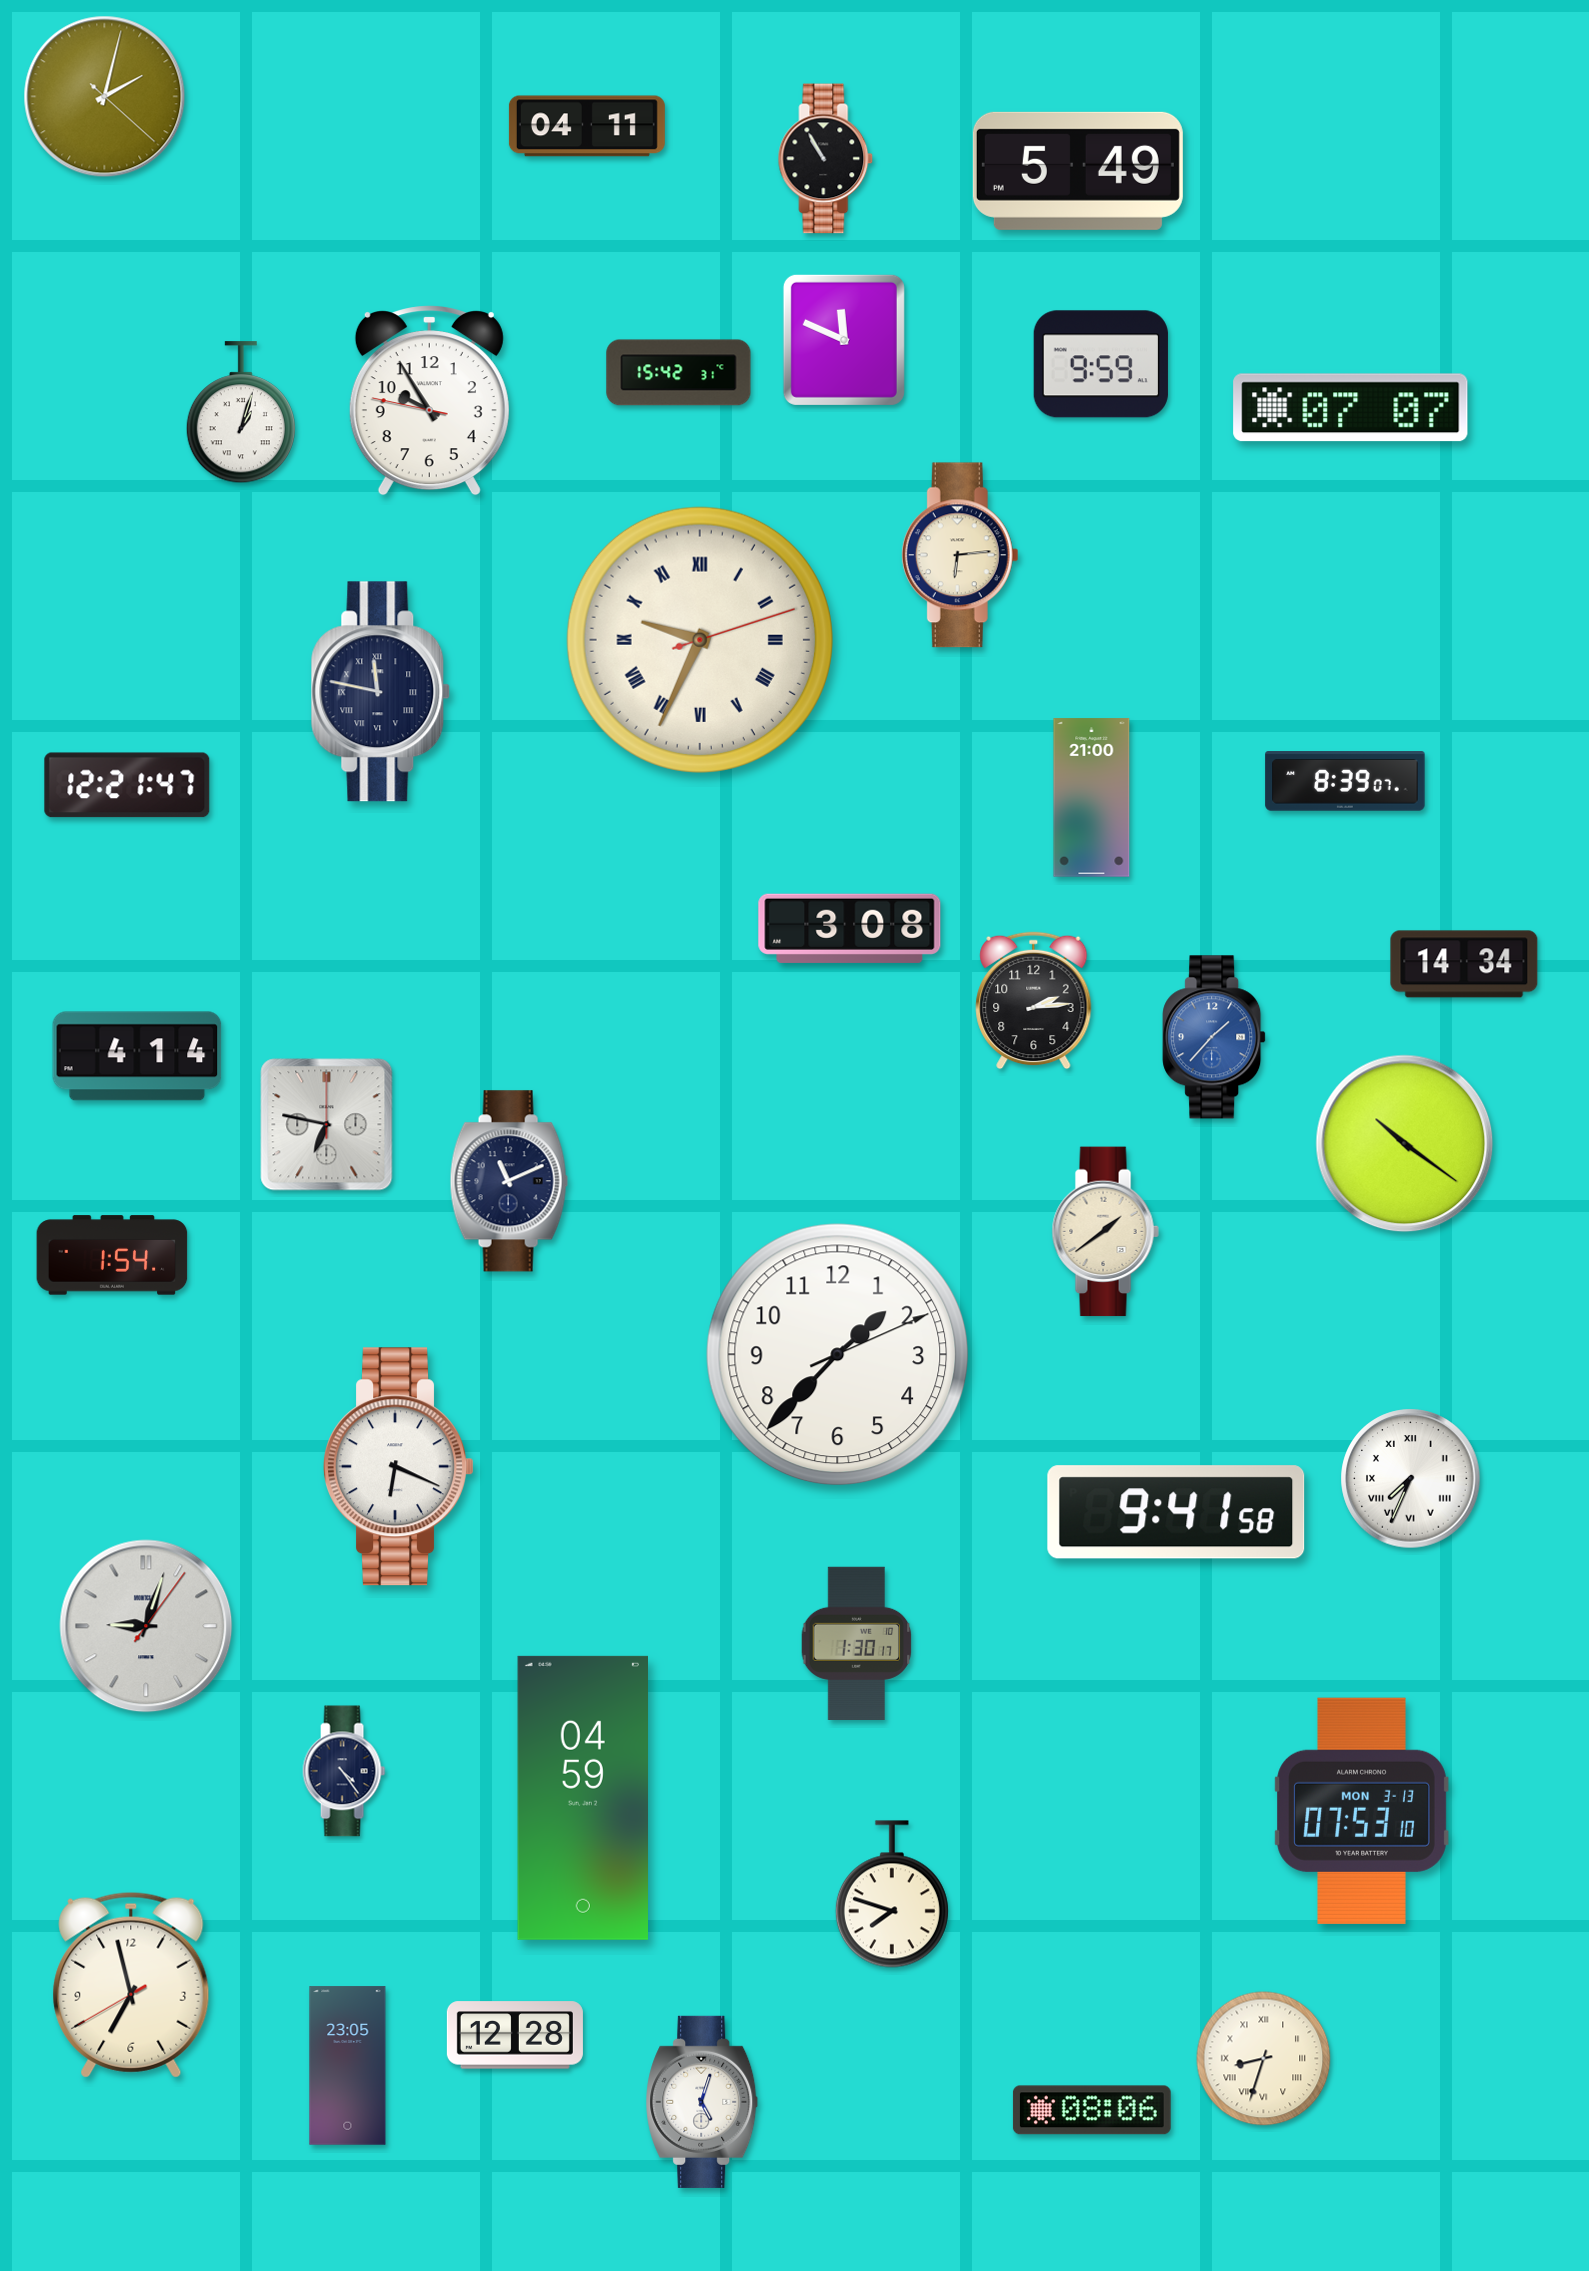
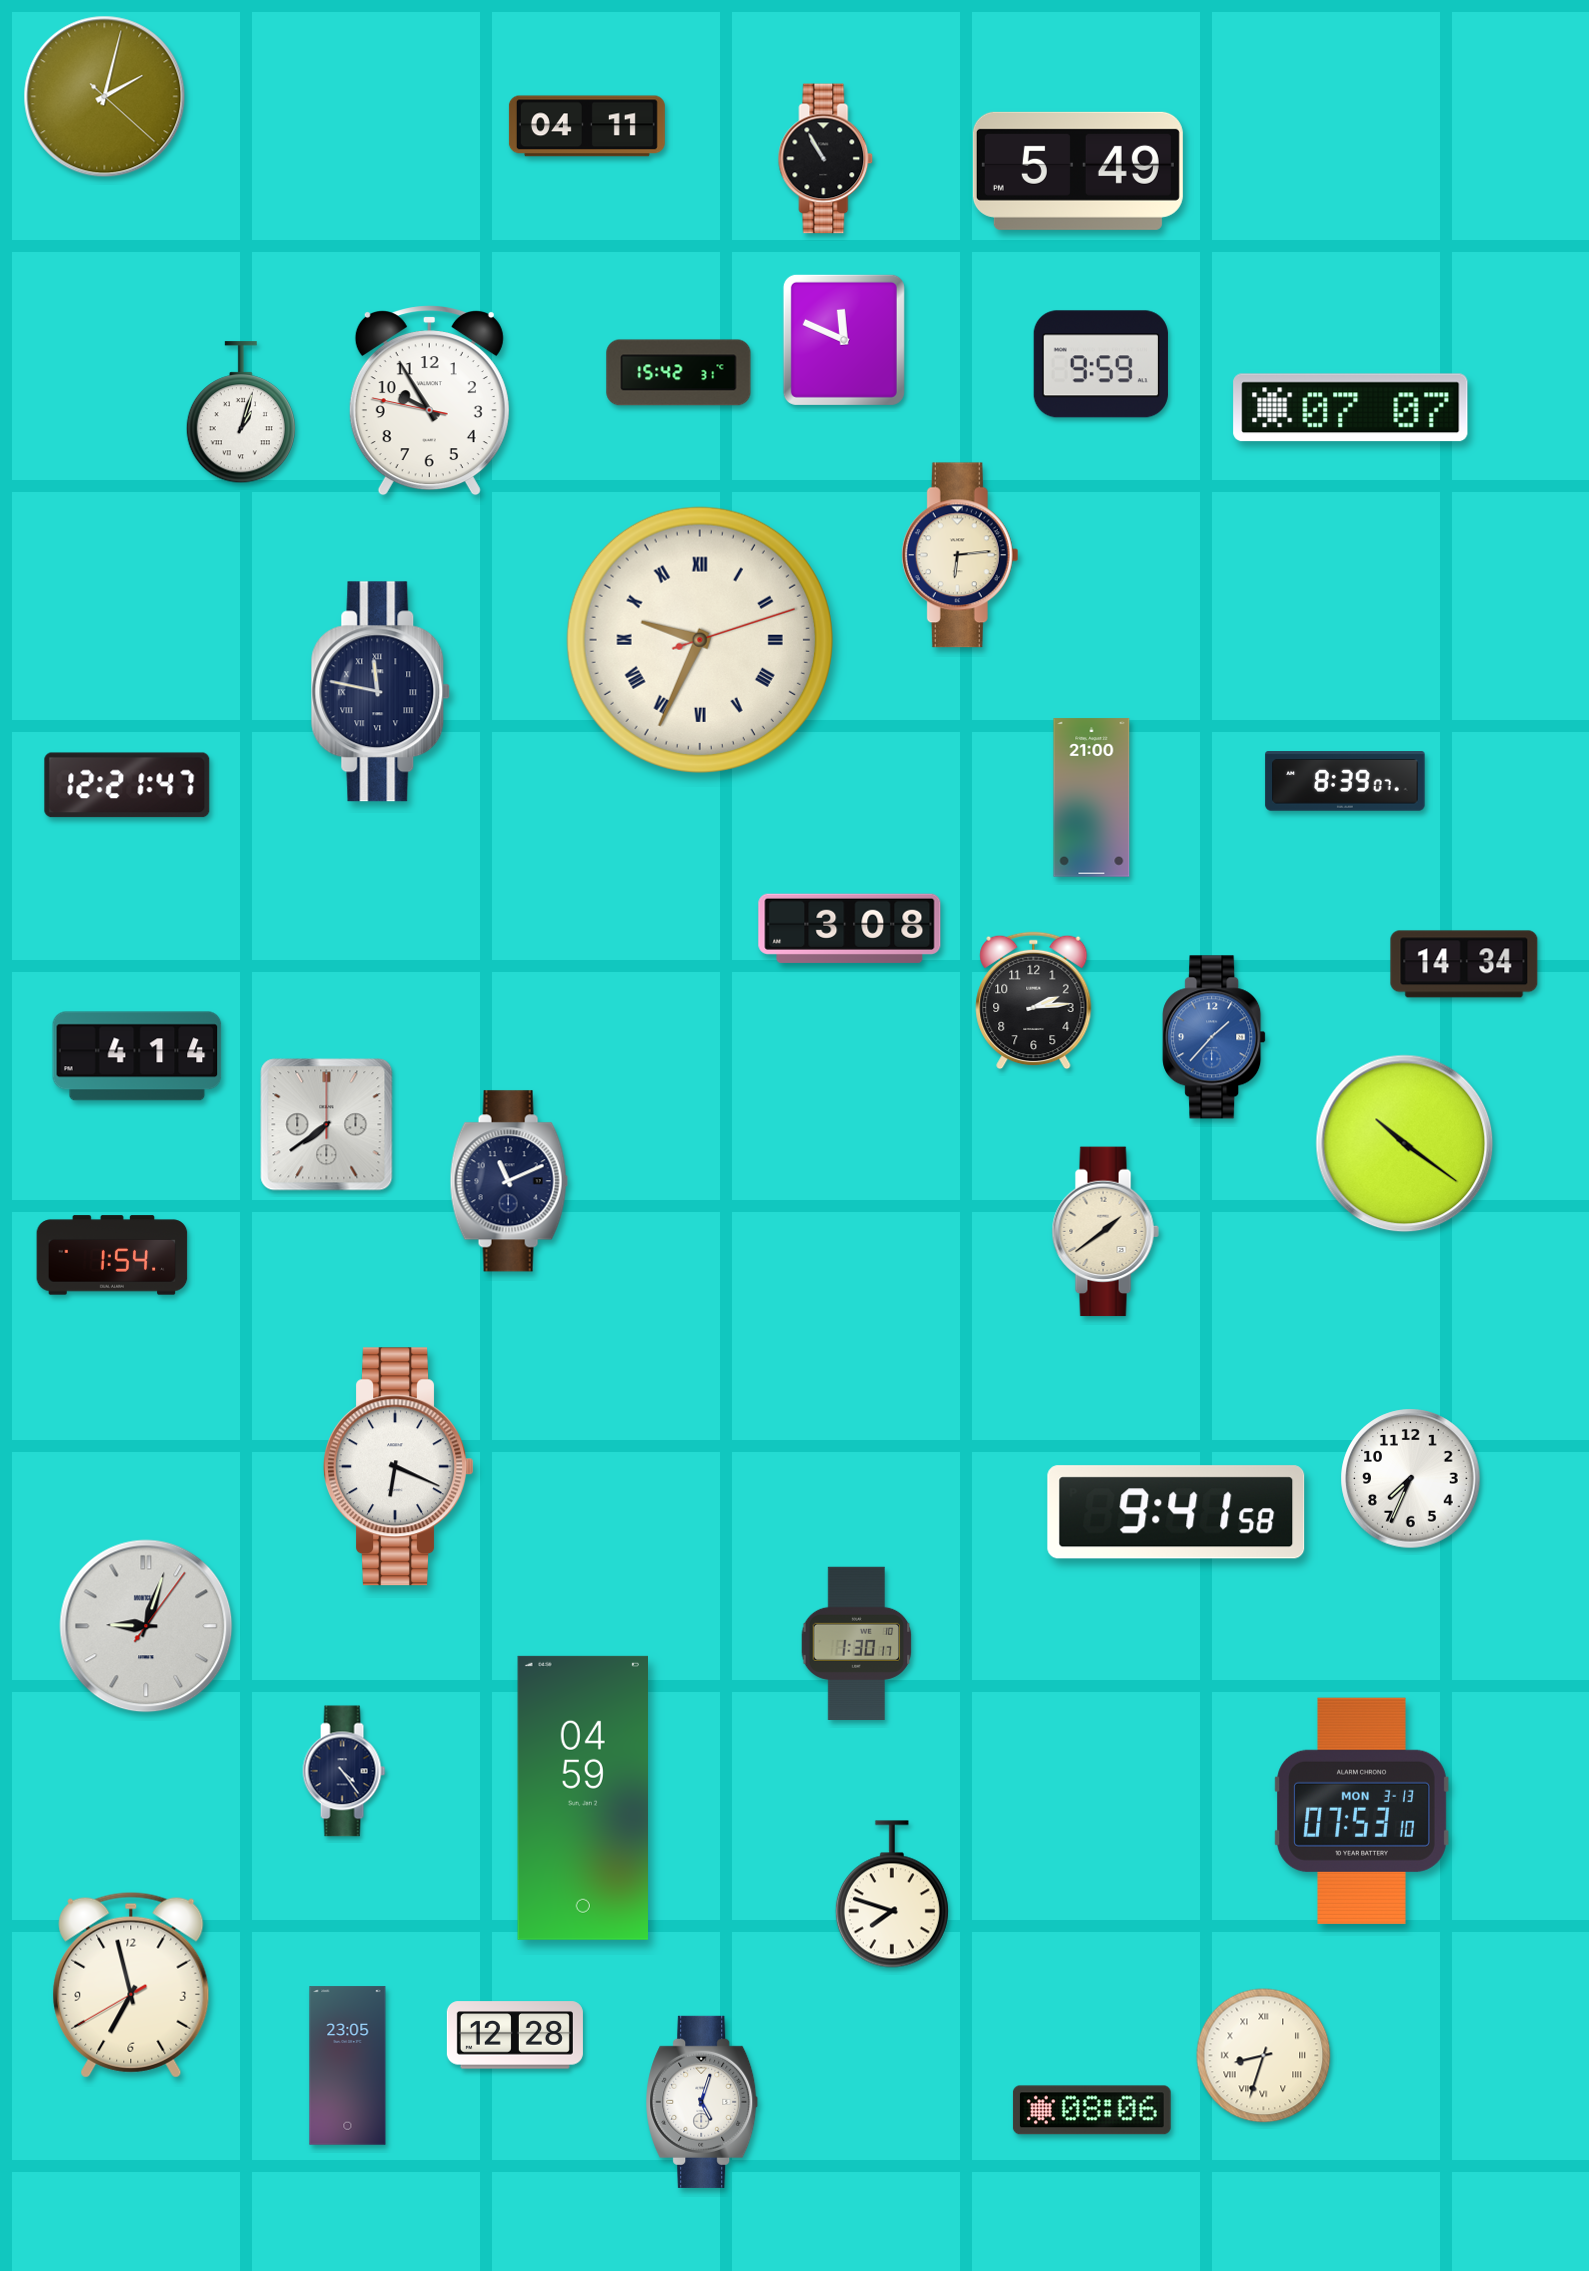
clock at (327, 1125): 6:47 -> 7:39
clock at (838, 1355): 1:37 -> none
clock at (1411, 1479) numerals: Roman -> Arabic
clock at (1264, 2059) position: (1264, 2059) -> (1264, 2056)
